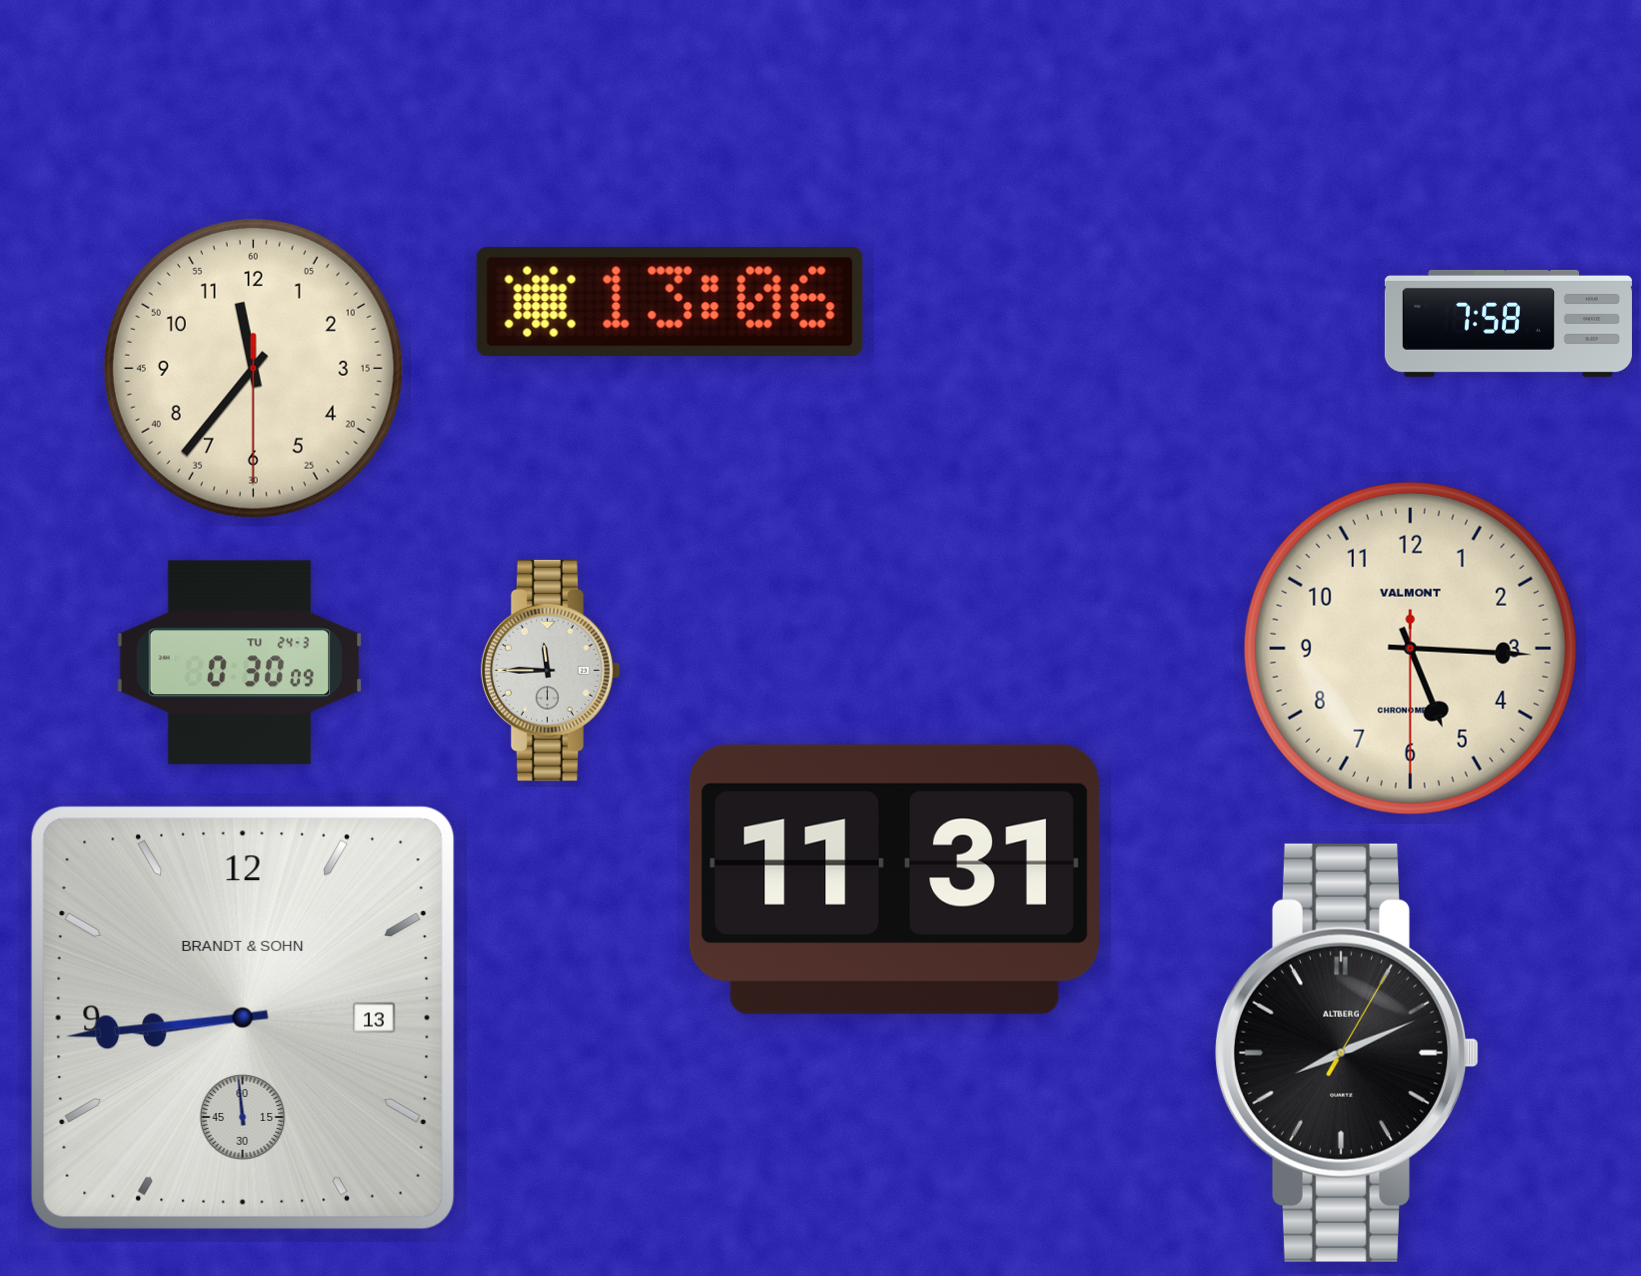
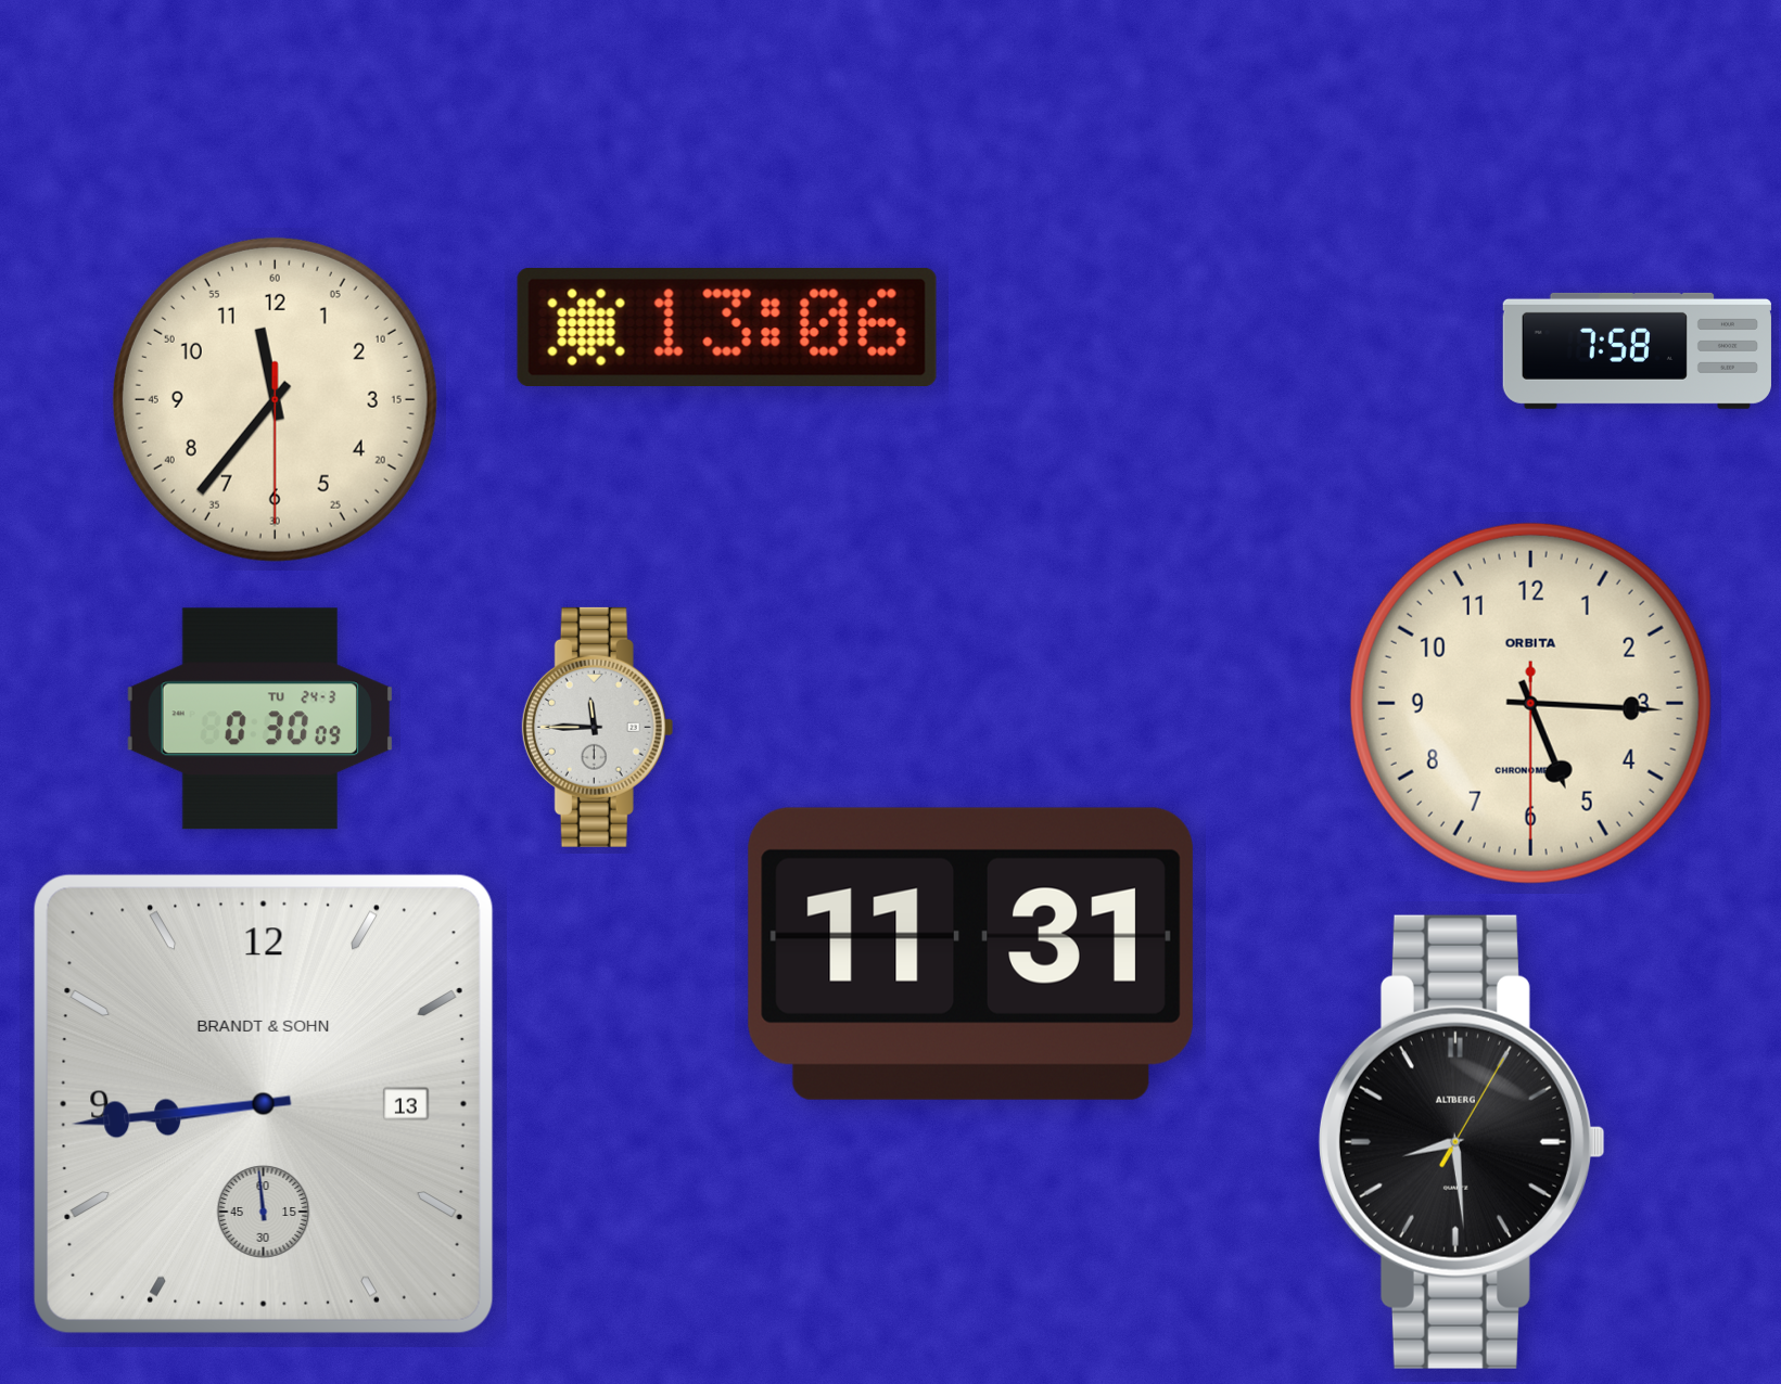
clock at (1410, 648) brand: VALMONT -> ORBITA
clock at (1347, 1053): 8:11 -> 8:29
